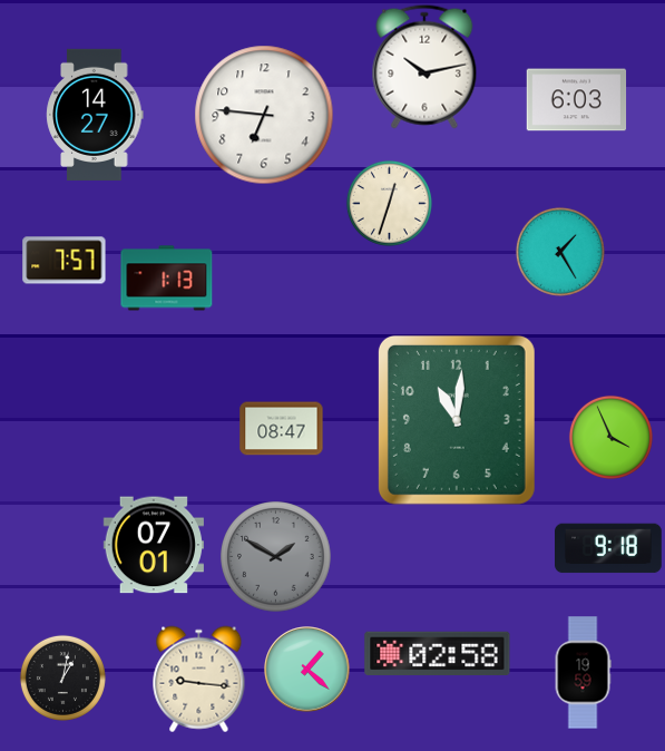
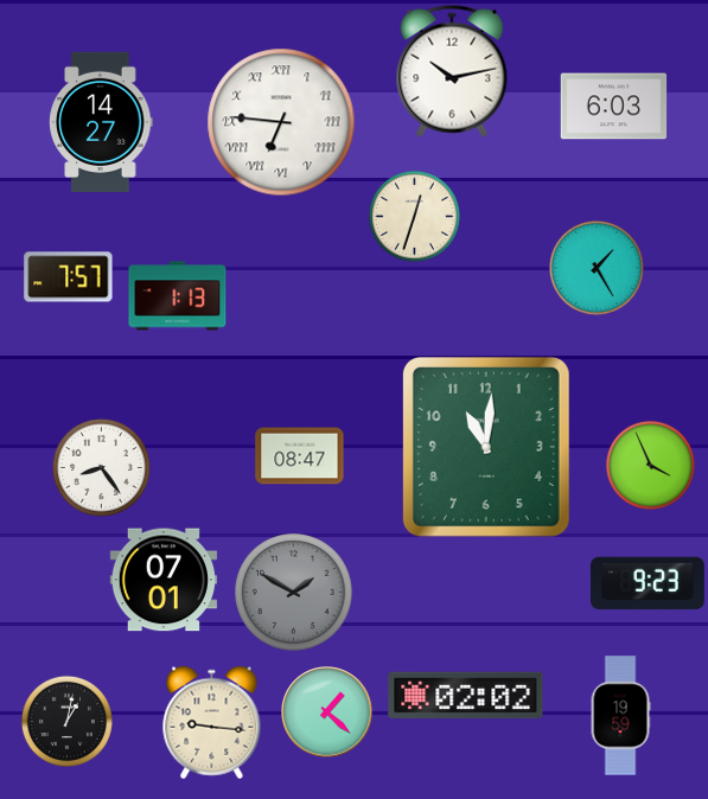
clock at (264, 115) numerals: Arabic -> Roman
clock at (101, 467): none -> 8:24
clock at (609, 548): 9:18 -> 9:23
clock at (438, 653): 02:58 -> 02:02
